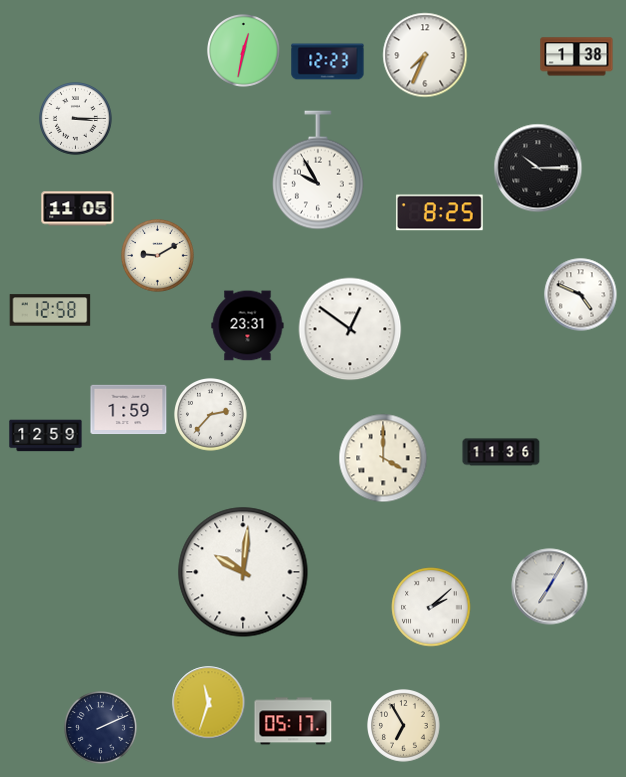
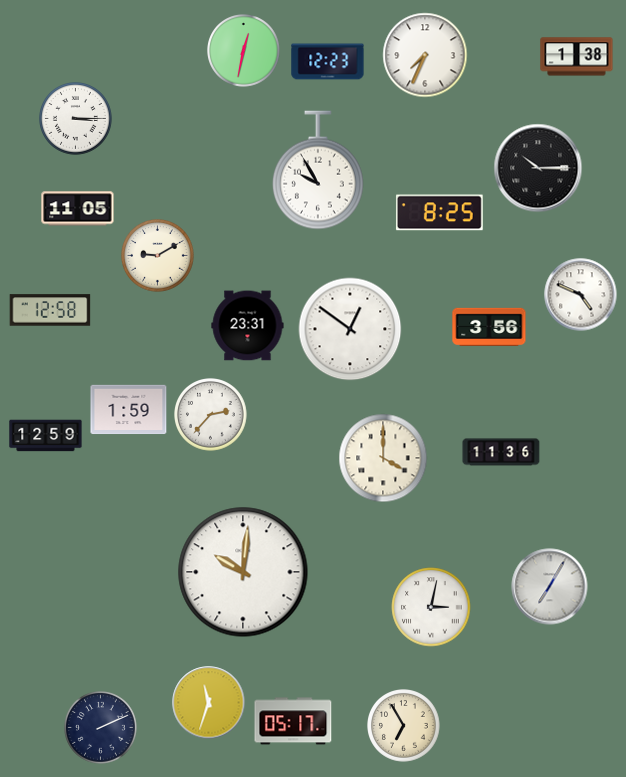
clock at (489, 326): none -> 3:56
clock at (431, 607): 2:08 -> 3:02
